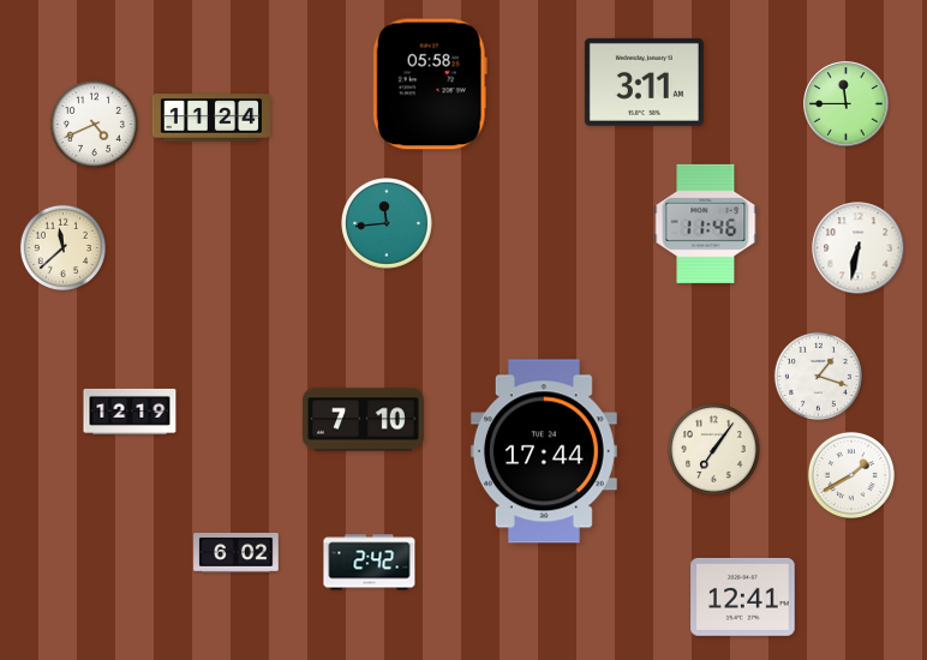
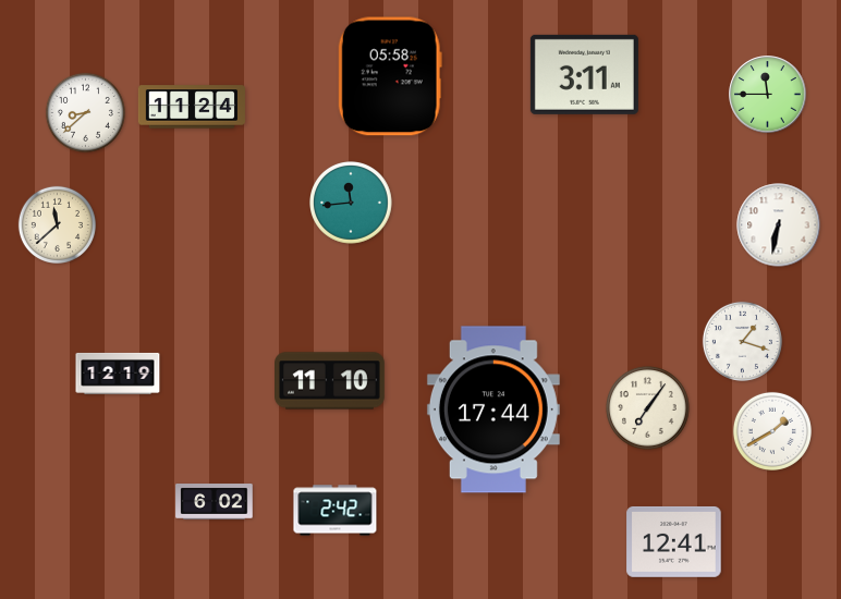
clock at (94, 124): 4:41 -> 8:38
clock at (706, 223): 11:46 -> none
clock at (364, 420): 7:10 -> 11:10
